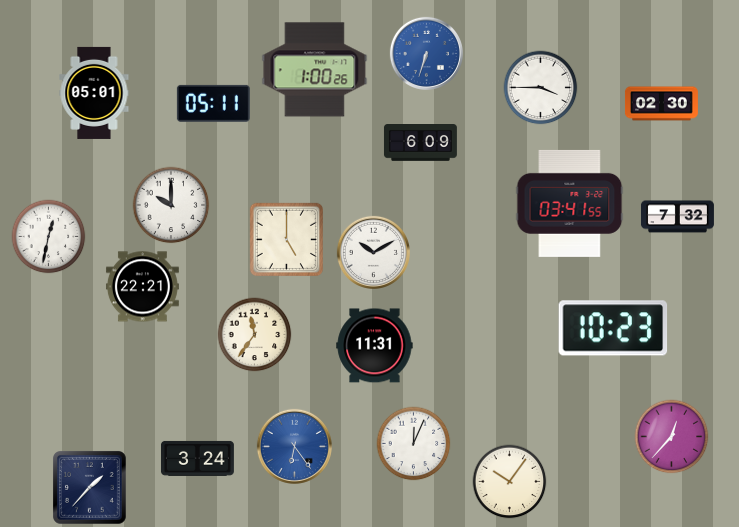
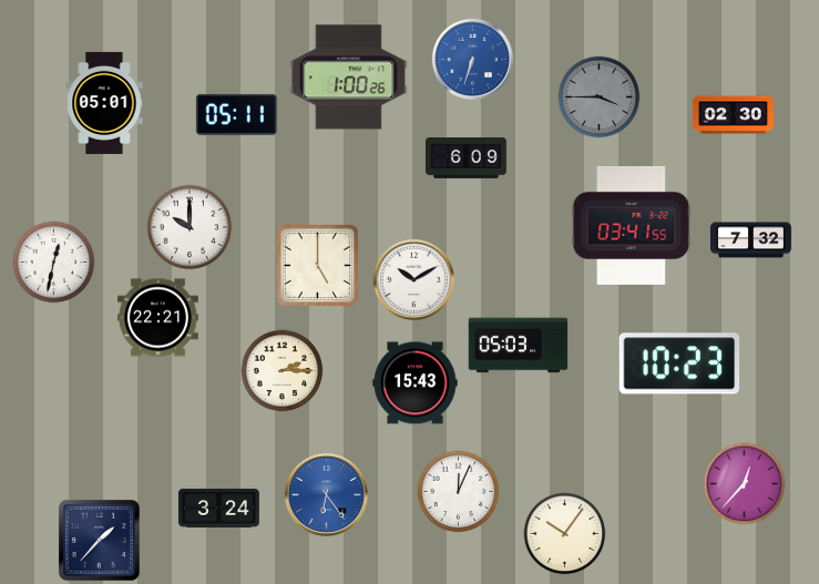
clock at (541, 88) dial: white -> grey
clock at (519, 346): none -> 05:03
clock at (255, 335): 11:36 -> 2:15
clock at (375, 346): 11:31 -> 15:43
